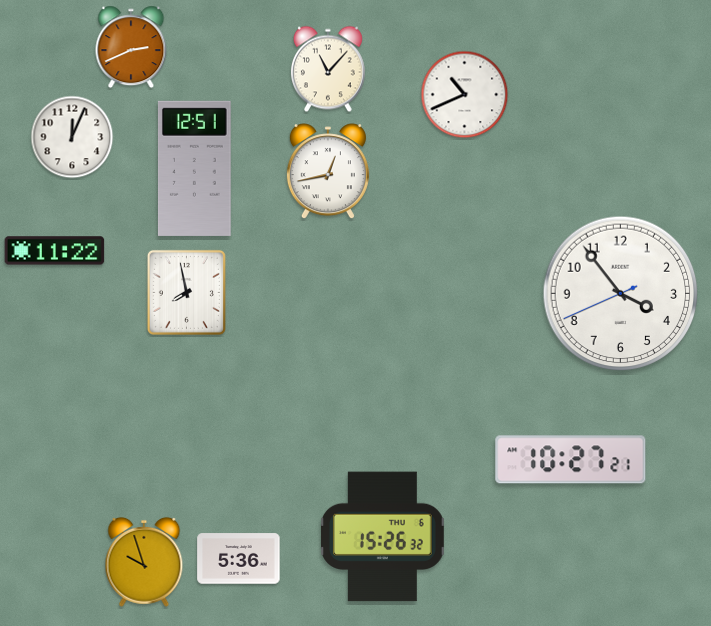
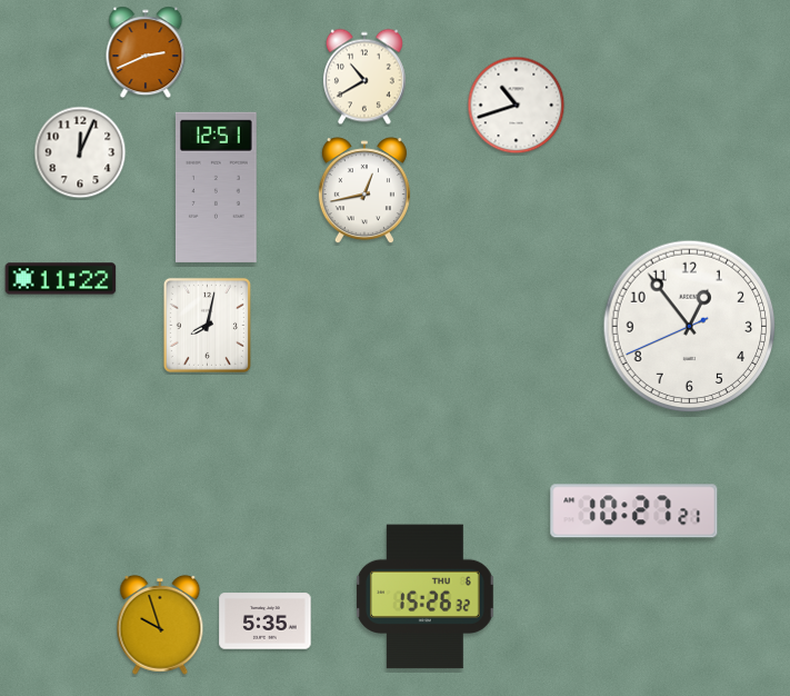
clock at (328, 69): 11:07 -> 10:40
clock at (465, 95): 10:41 -> 10:42
clock at (186, 292): 7:58 -> 8:02
clock at (621, 294): 3:53 -> 12:53
clock at (239, 559): 5:36 -> 5:35
